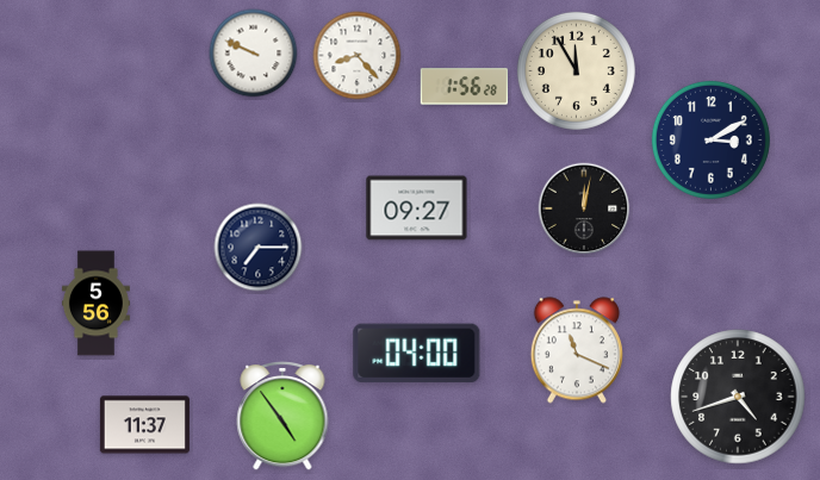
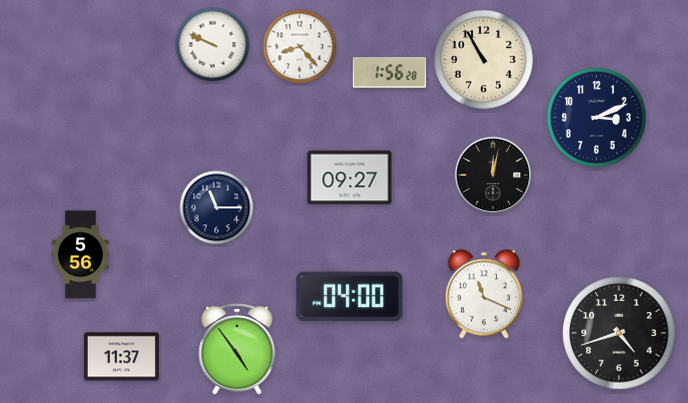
clock at (576, 70): 11:55 -> 10:55
clock at (710, 139): 3:10 -> 3:11
clock at (417, 208) position: (417, 208) -> (350, 178)
clock at (584, 208) position: (584, 208) -> (493, 175)
clock at (259, 248): 7:15 -> 11:15
